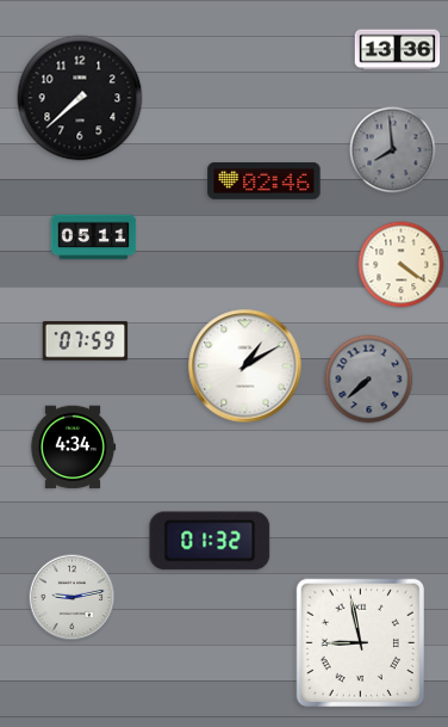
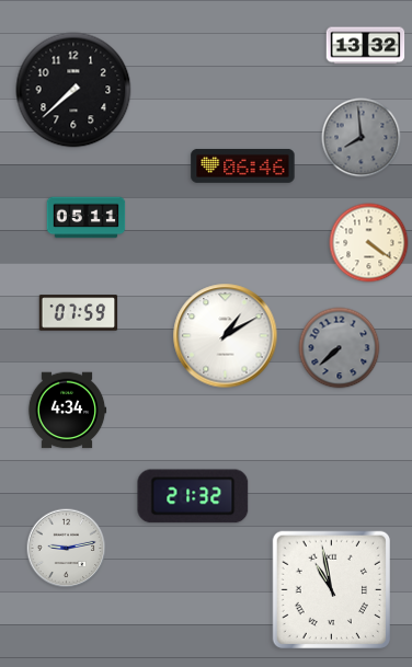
clock at (398, 50): 13:36 -> 13:32
clock at (265, 180): 02:46 -> 06:46
clock at (210, 541): 01:32 -> 21:32
clock at (360, 642): 8:58 -> 10:58
